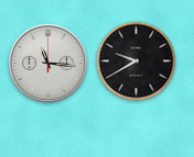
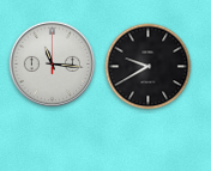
clock at (47, 63) position: (47, 63) -> (52, 63)
